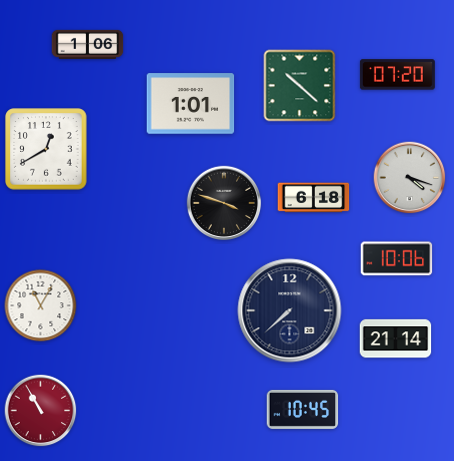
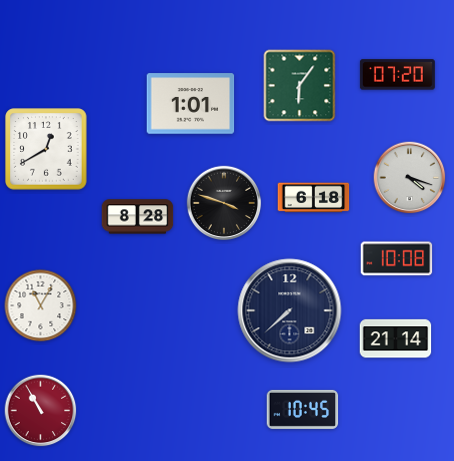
clock at (88, 44): 1:06 -> none
clock at (300, 86): 10:22 -> 6:06
clock at (138, 217): none -> 8:28
clock at (397, 259): 10:06 -> 10:08
